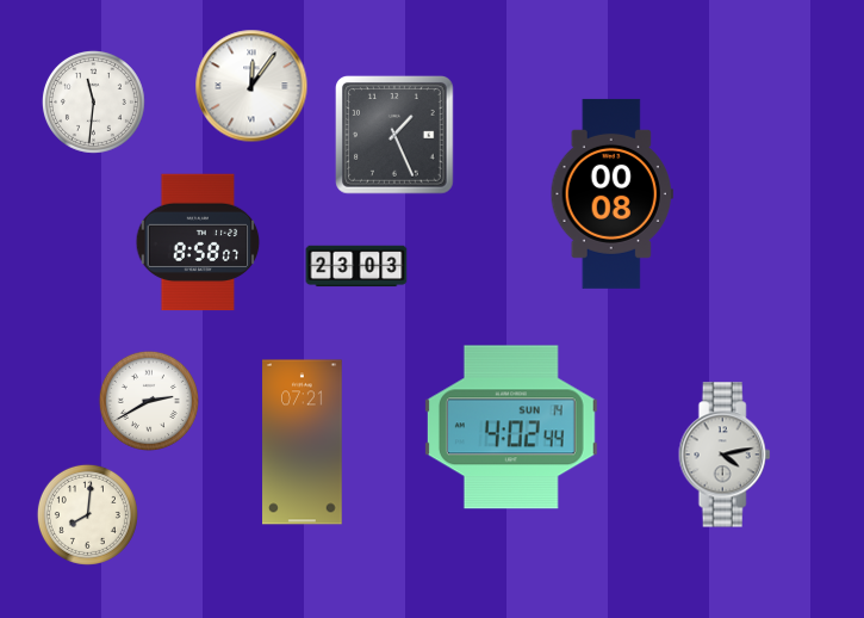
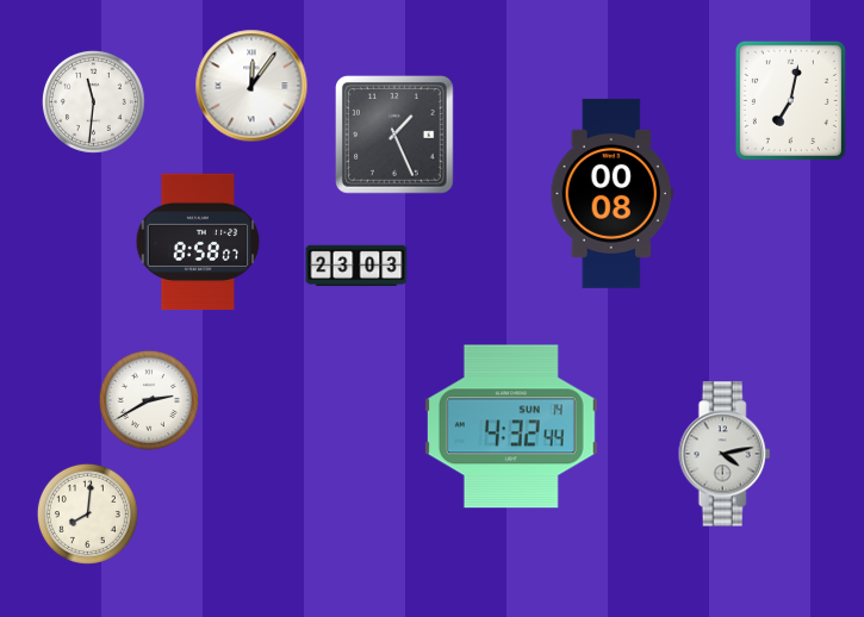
clock at (790, 100): none -> 7:02
clock at (511, 427): 4:02 -> 4:32
clock at (303, 443): 07:21 -> none
